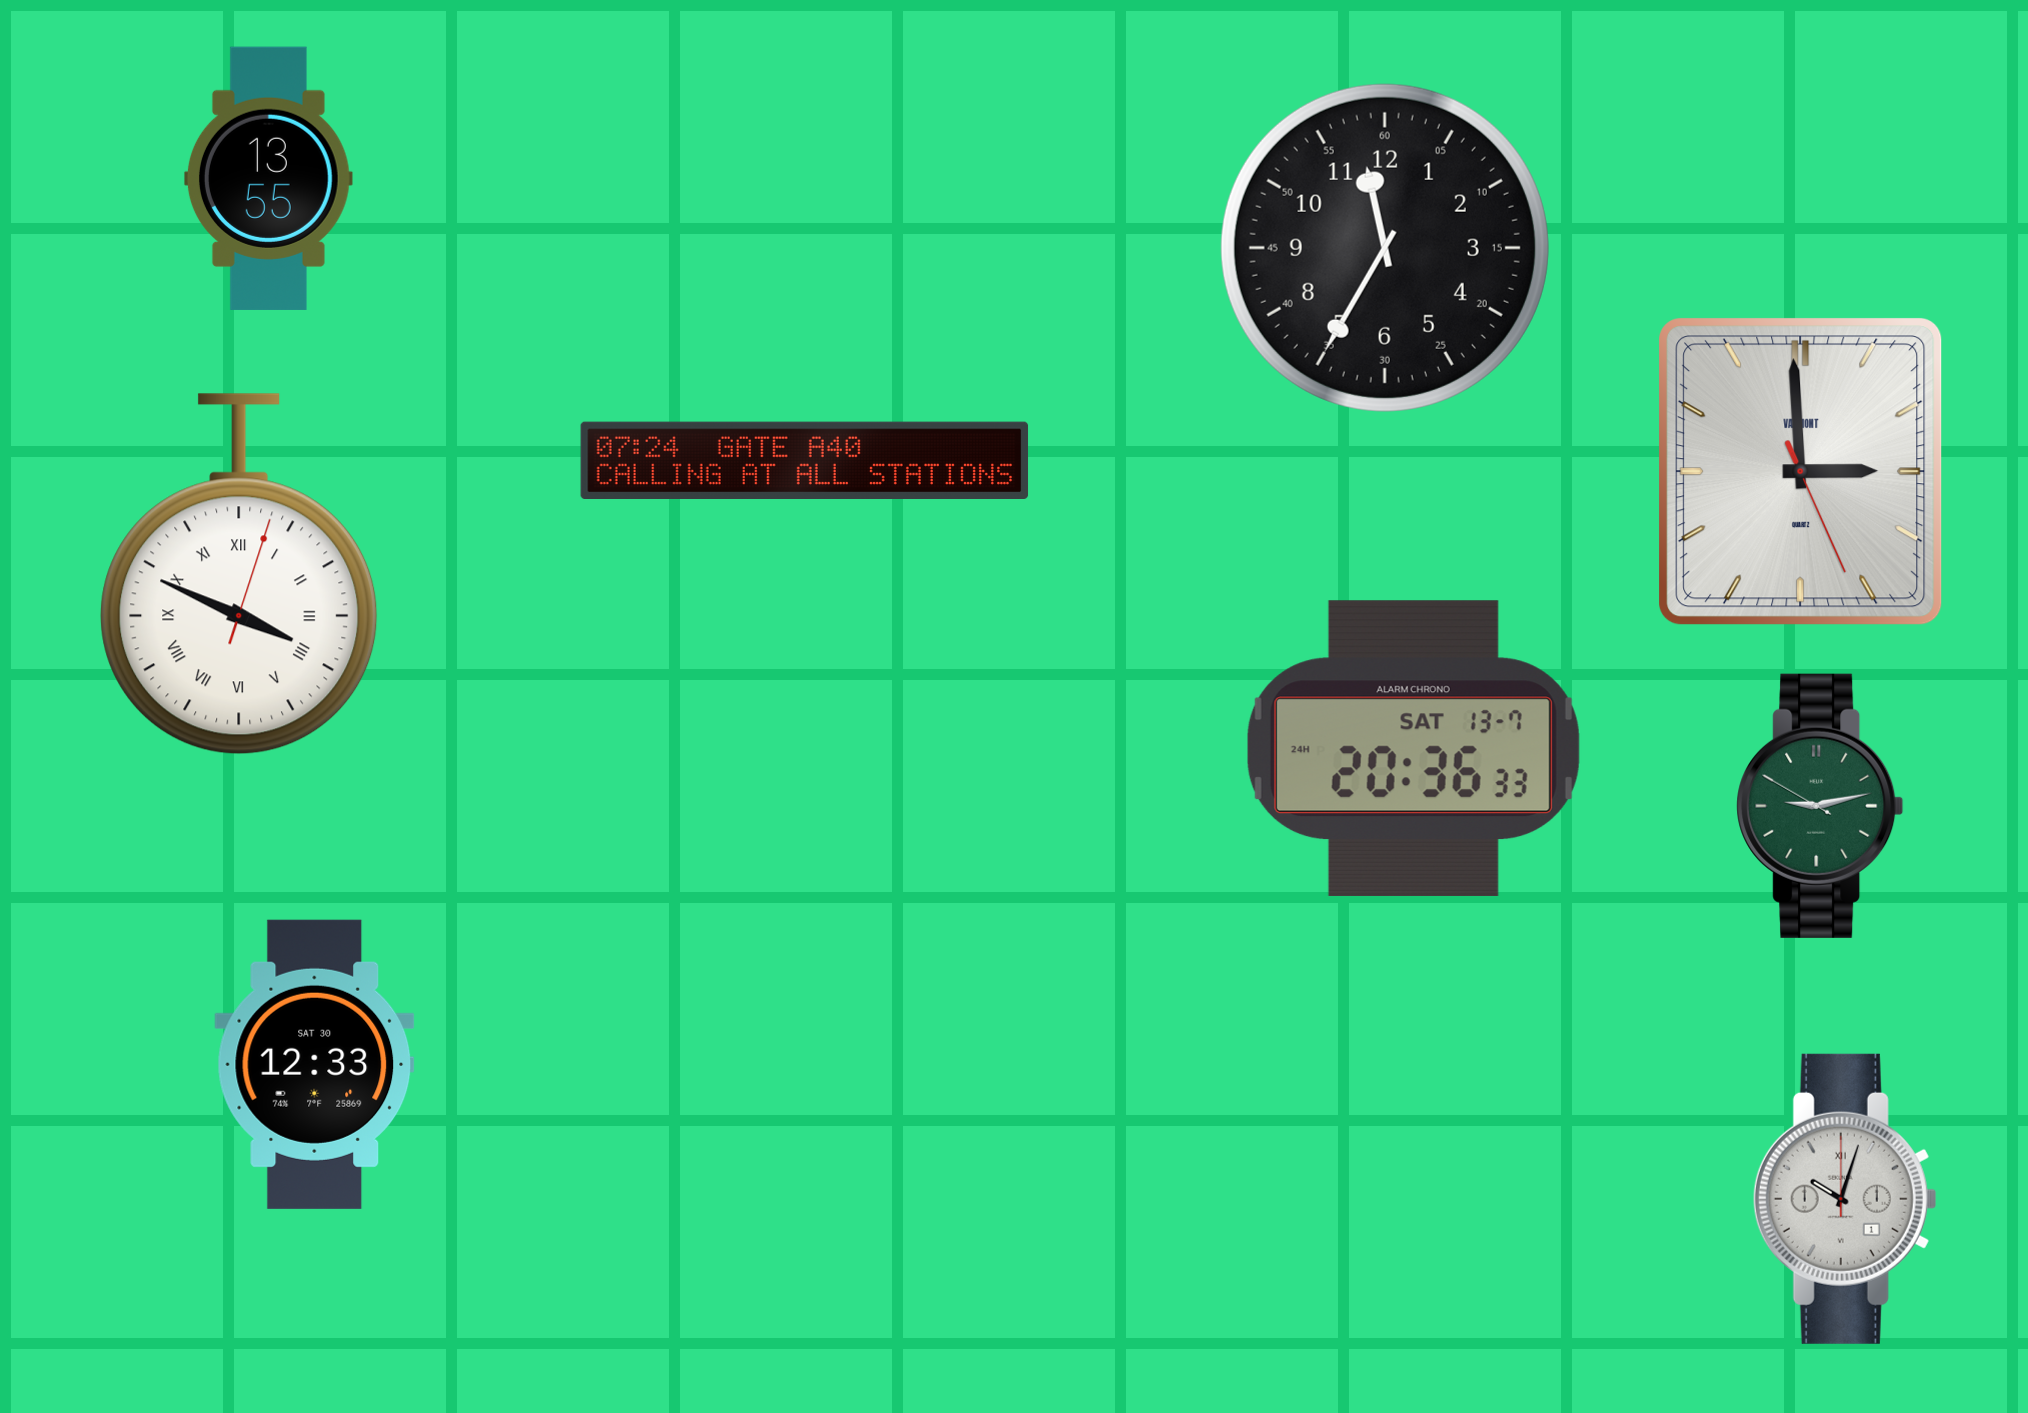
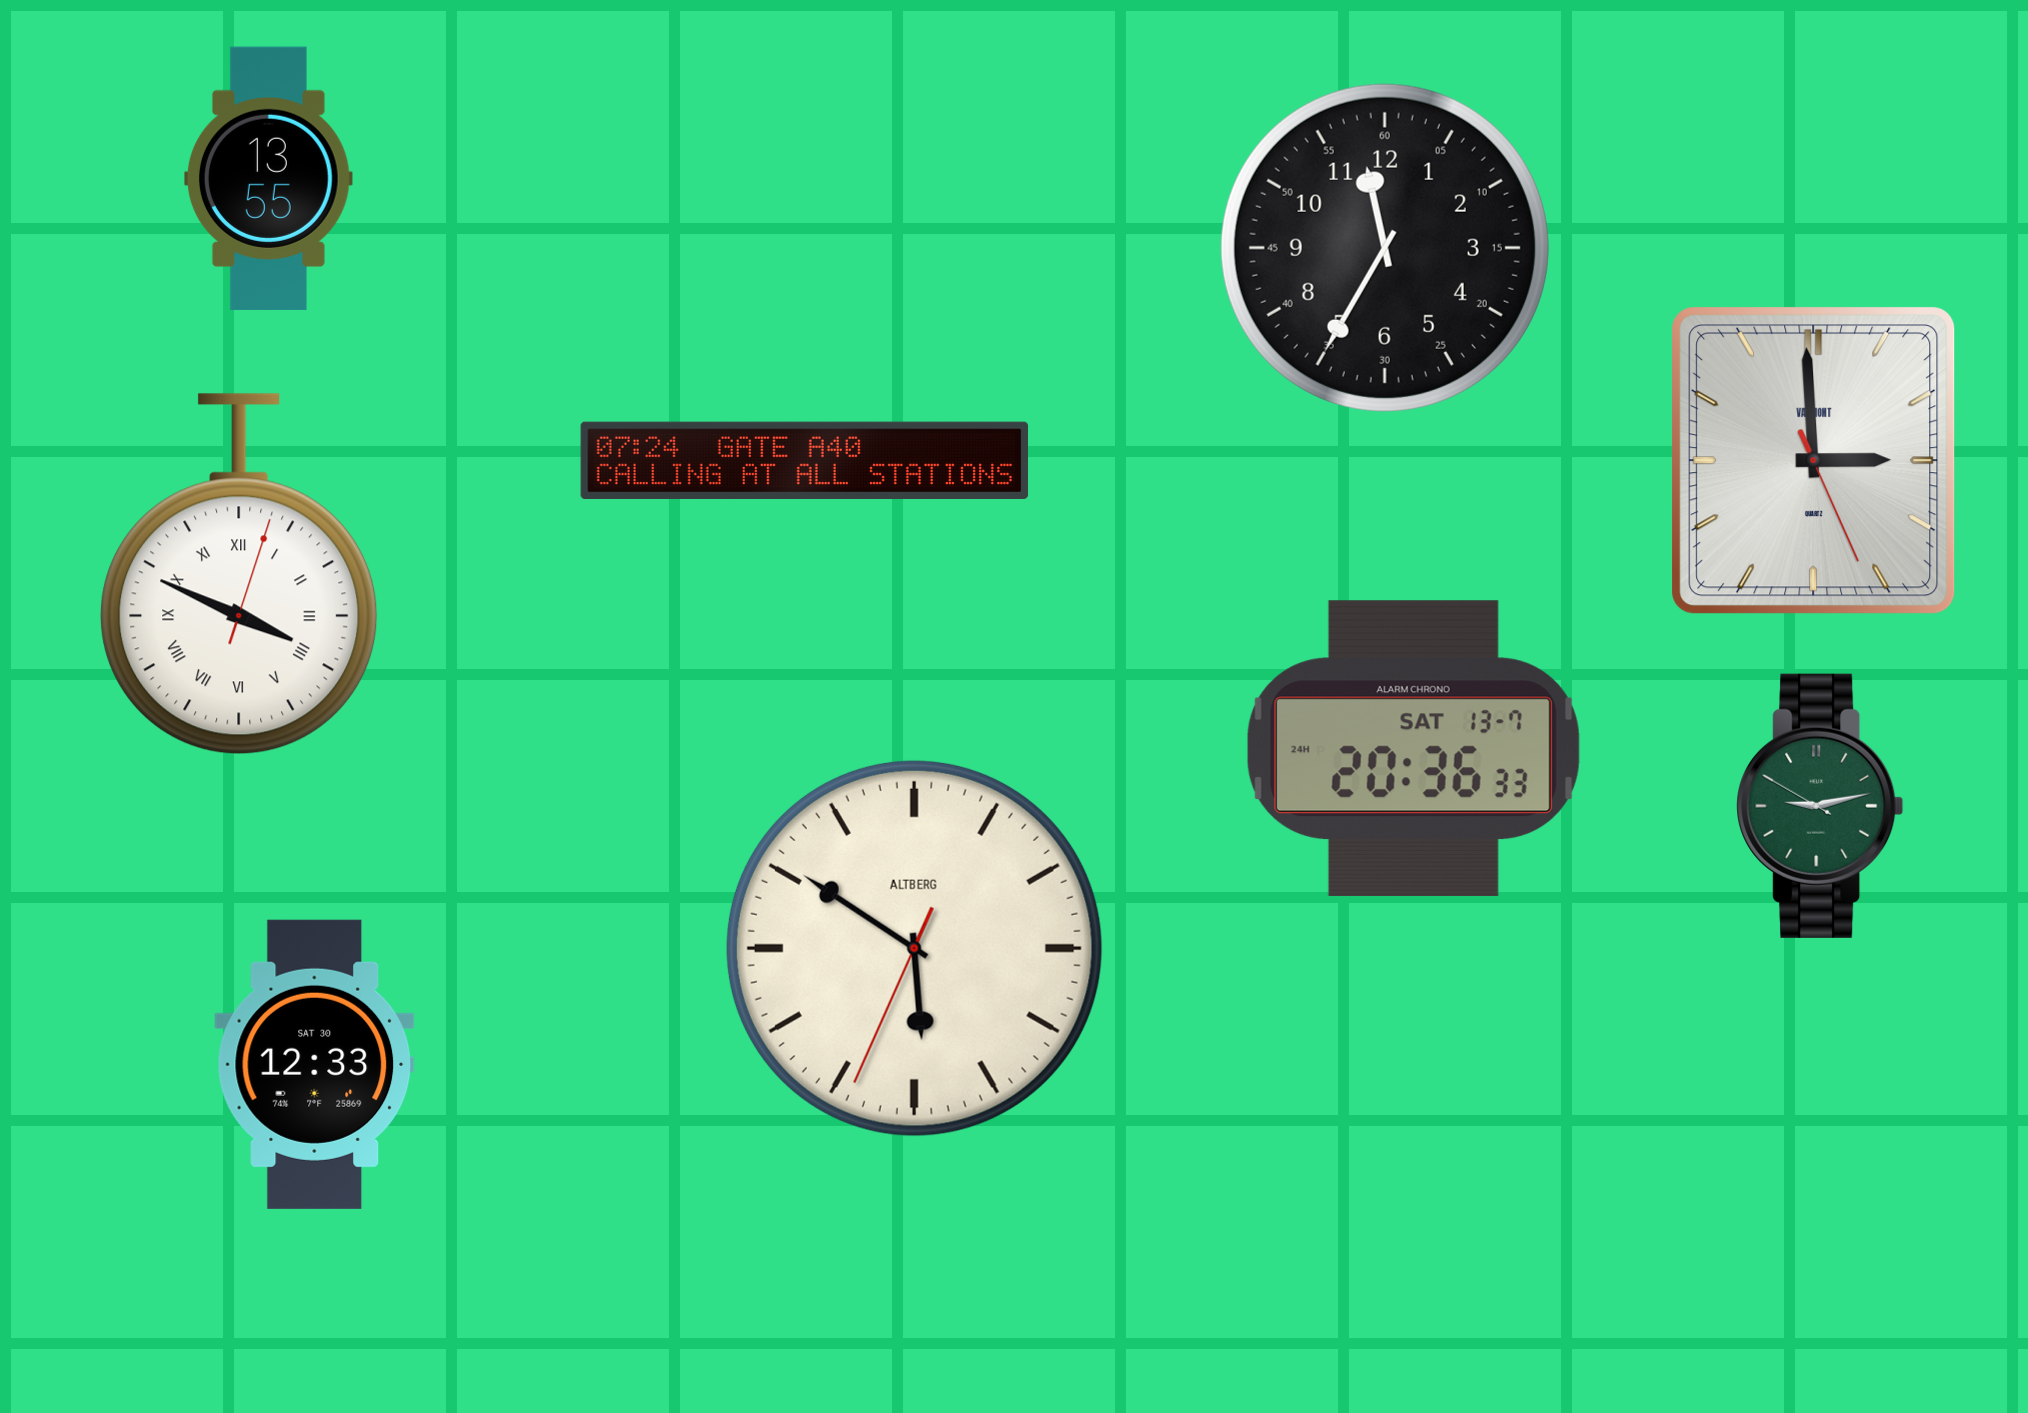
clock at (1801, 472) position: (1801, 472) -> (1814, 461)
clock at (914, 948): none -> 5:50
clock at (1845, 1199): 10:03 -> none
